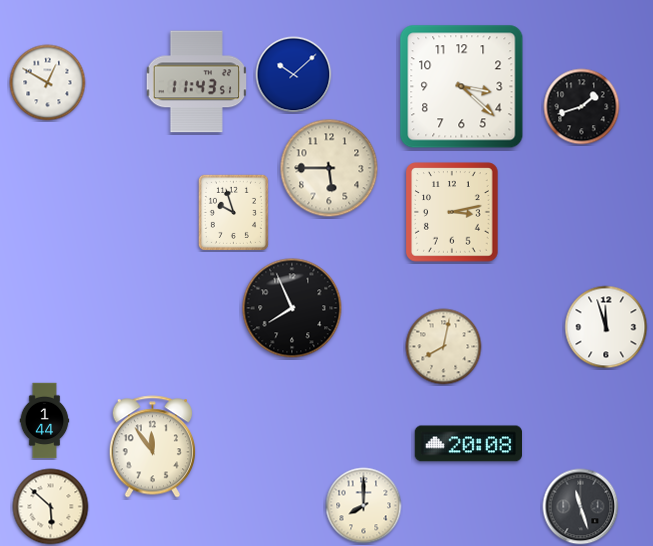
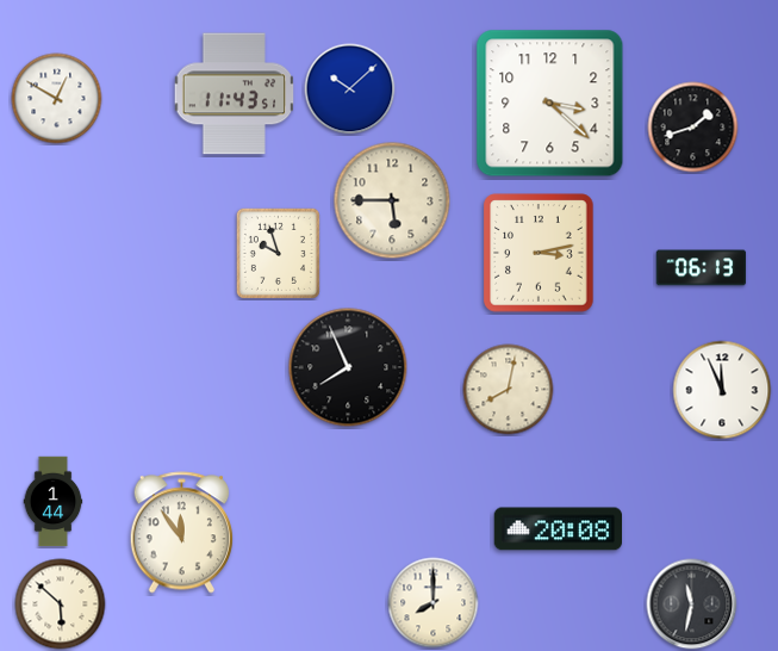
clock at (197, 82) position: (197, 82) -> (235, 94)
clock at (702, 268): none -> 06:13
clock at (606, 327): 11:57 -> 11:56
clock at (444, 347) position: (444, 347) -> (509, 390)
clock at (581, 507): 11:27 -> 11:32
